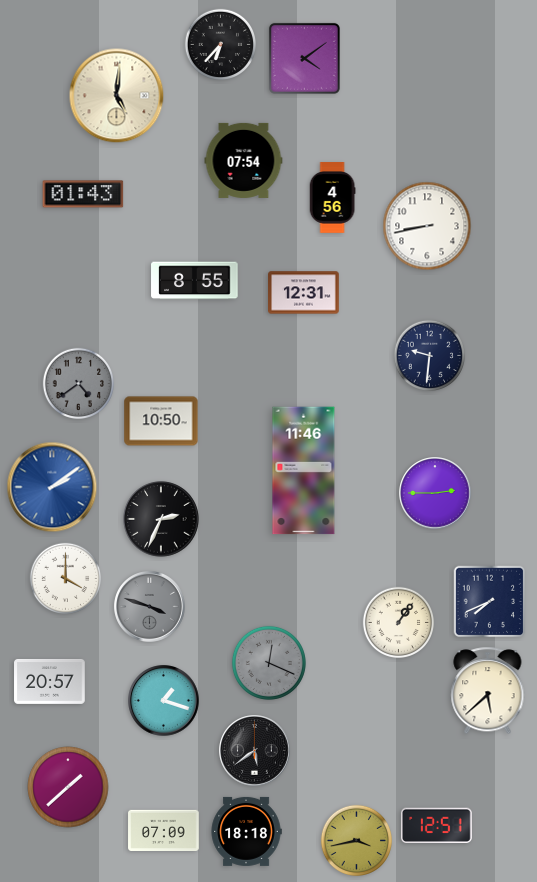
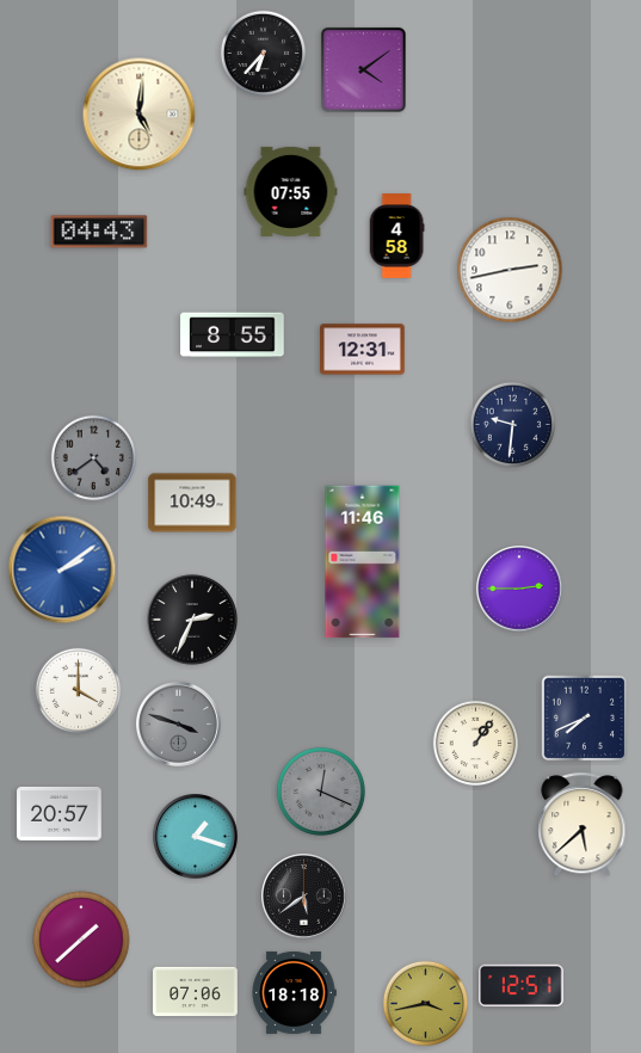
clock at (244, 160): 07:54 -> 07:55
clock at (83, 194): 01:43 -> 04:43
clock at (332, 198): 4:56 -> 4:58
clock at (427, 226): 8:43 -> 2:43
clock at (161, 421): 10:50 -> 10:49
clock at (52, 487) position: (52, 487) -> (62, 569)
clock at (164, 830): 07:09 -> 07:06
